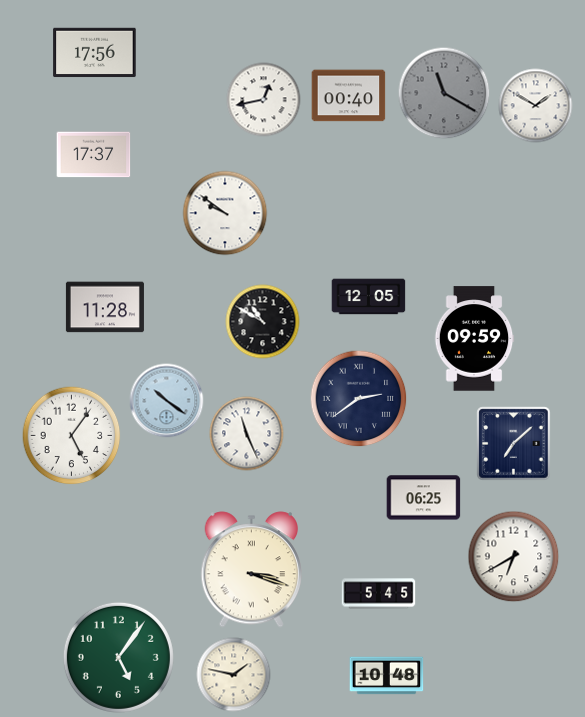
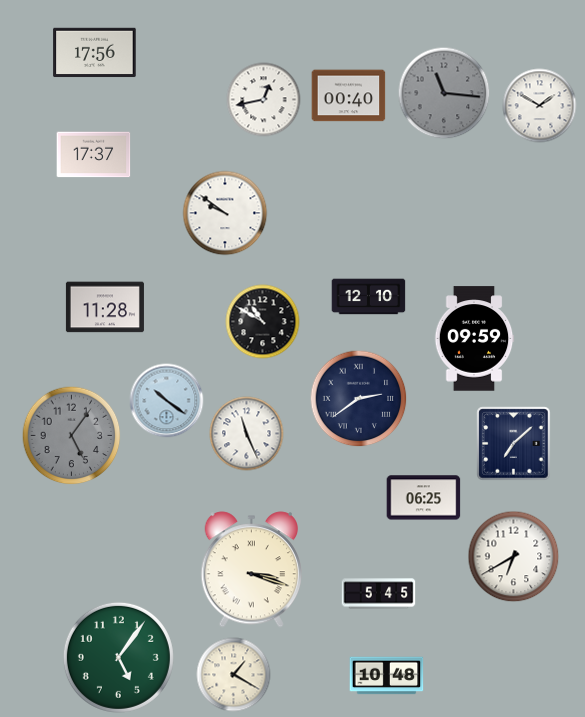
clock at (444, 93): 11:20 -> 11:16
clock at (536, 106) position: (536, 106) -> (540, 106)
clock at (369, 297): 12:05 -> 12:10
clock at (72, 436) dial: white -> grey
clock at (234, 675): 1:47 -> 1:20
